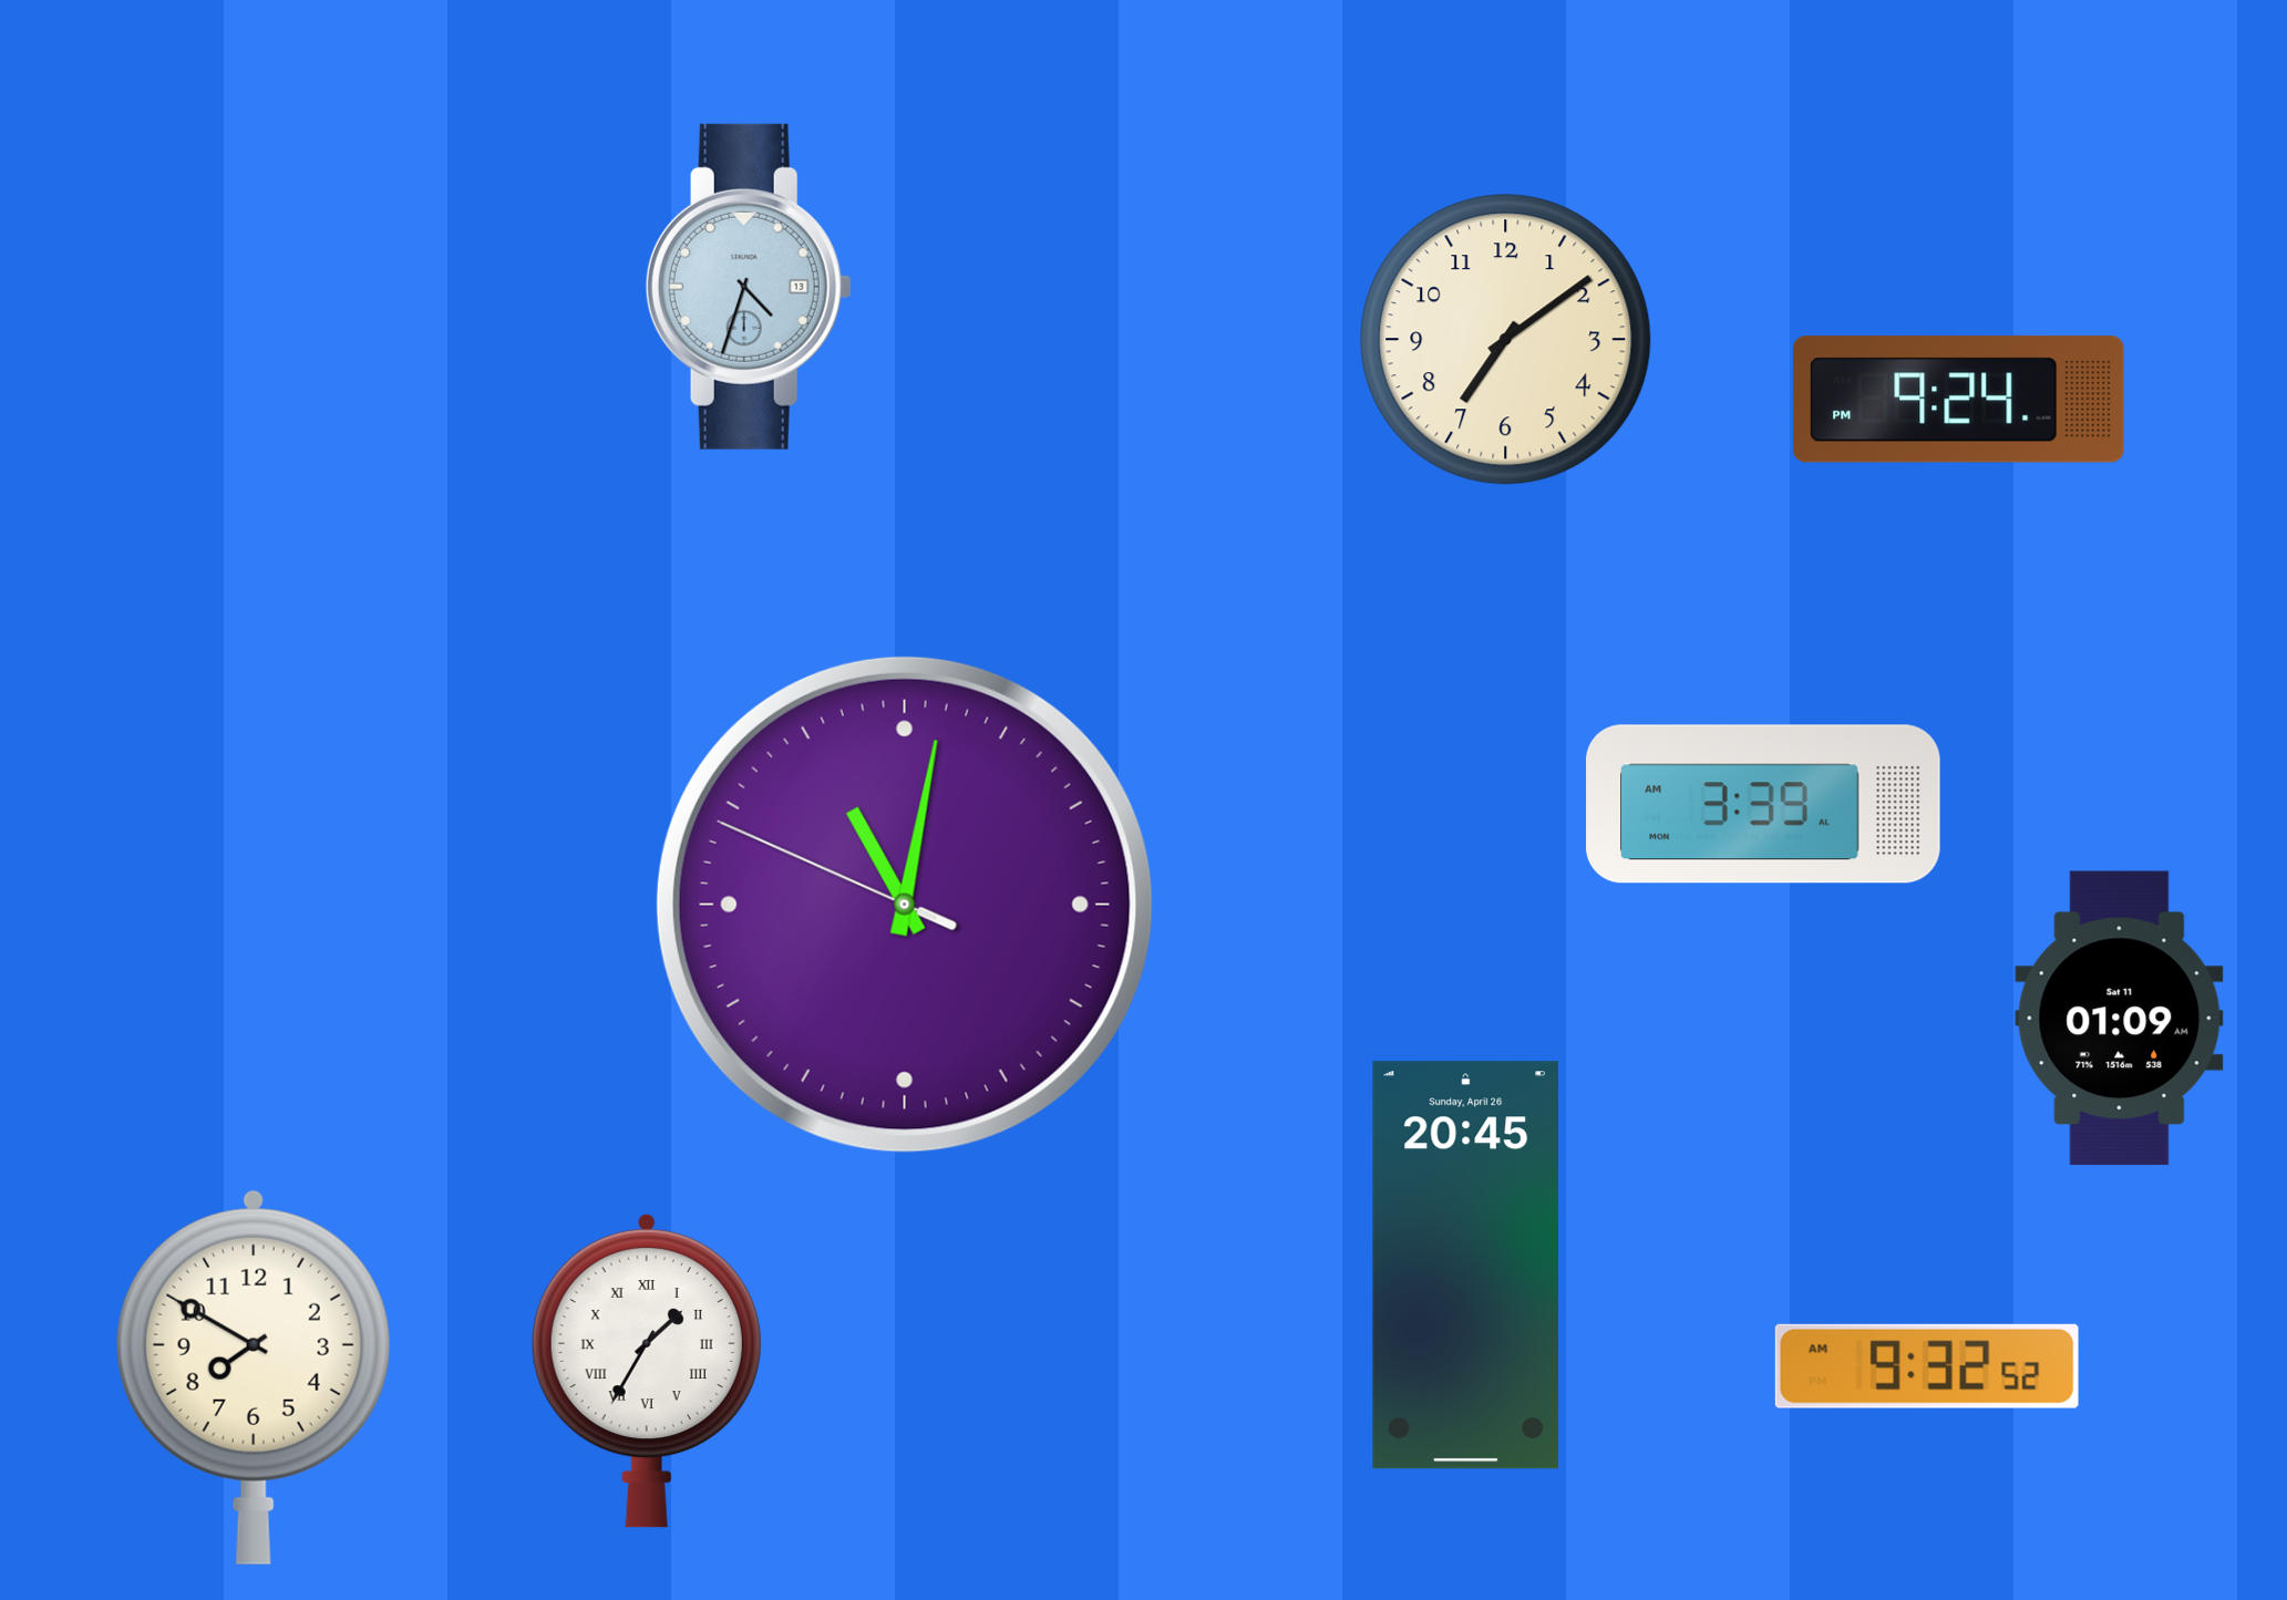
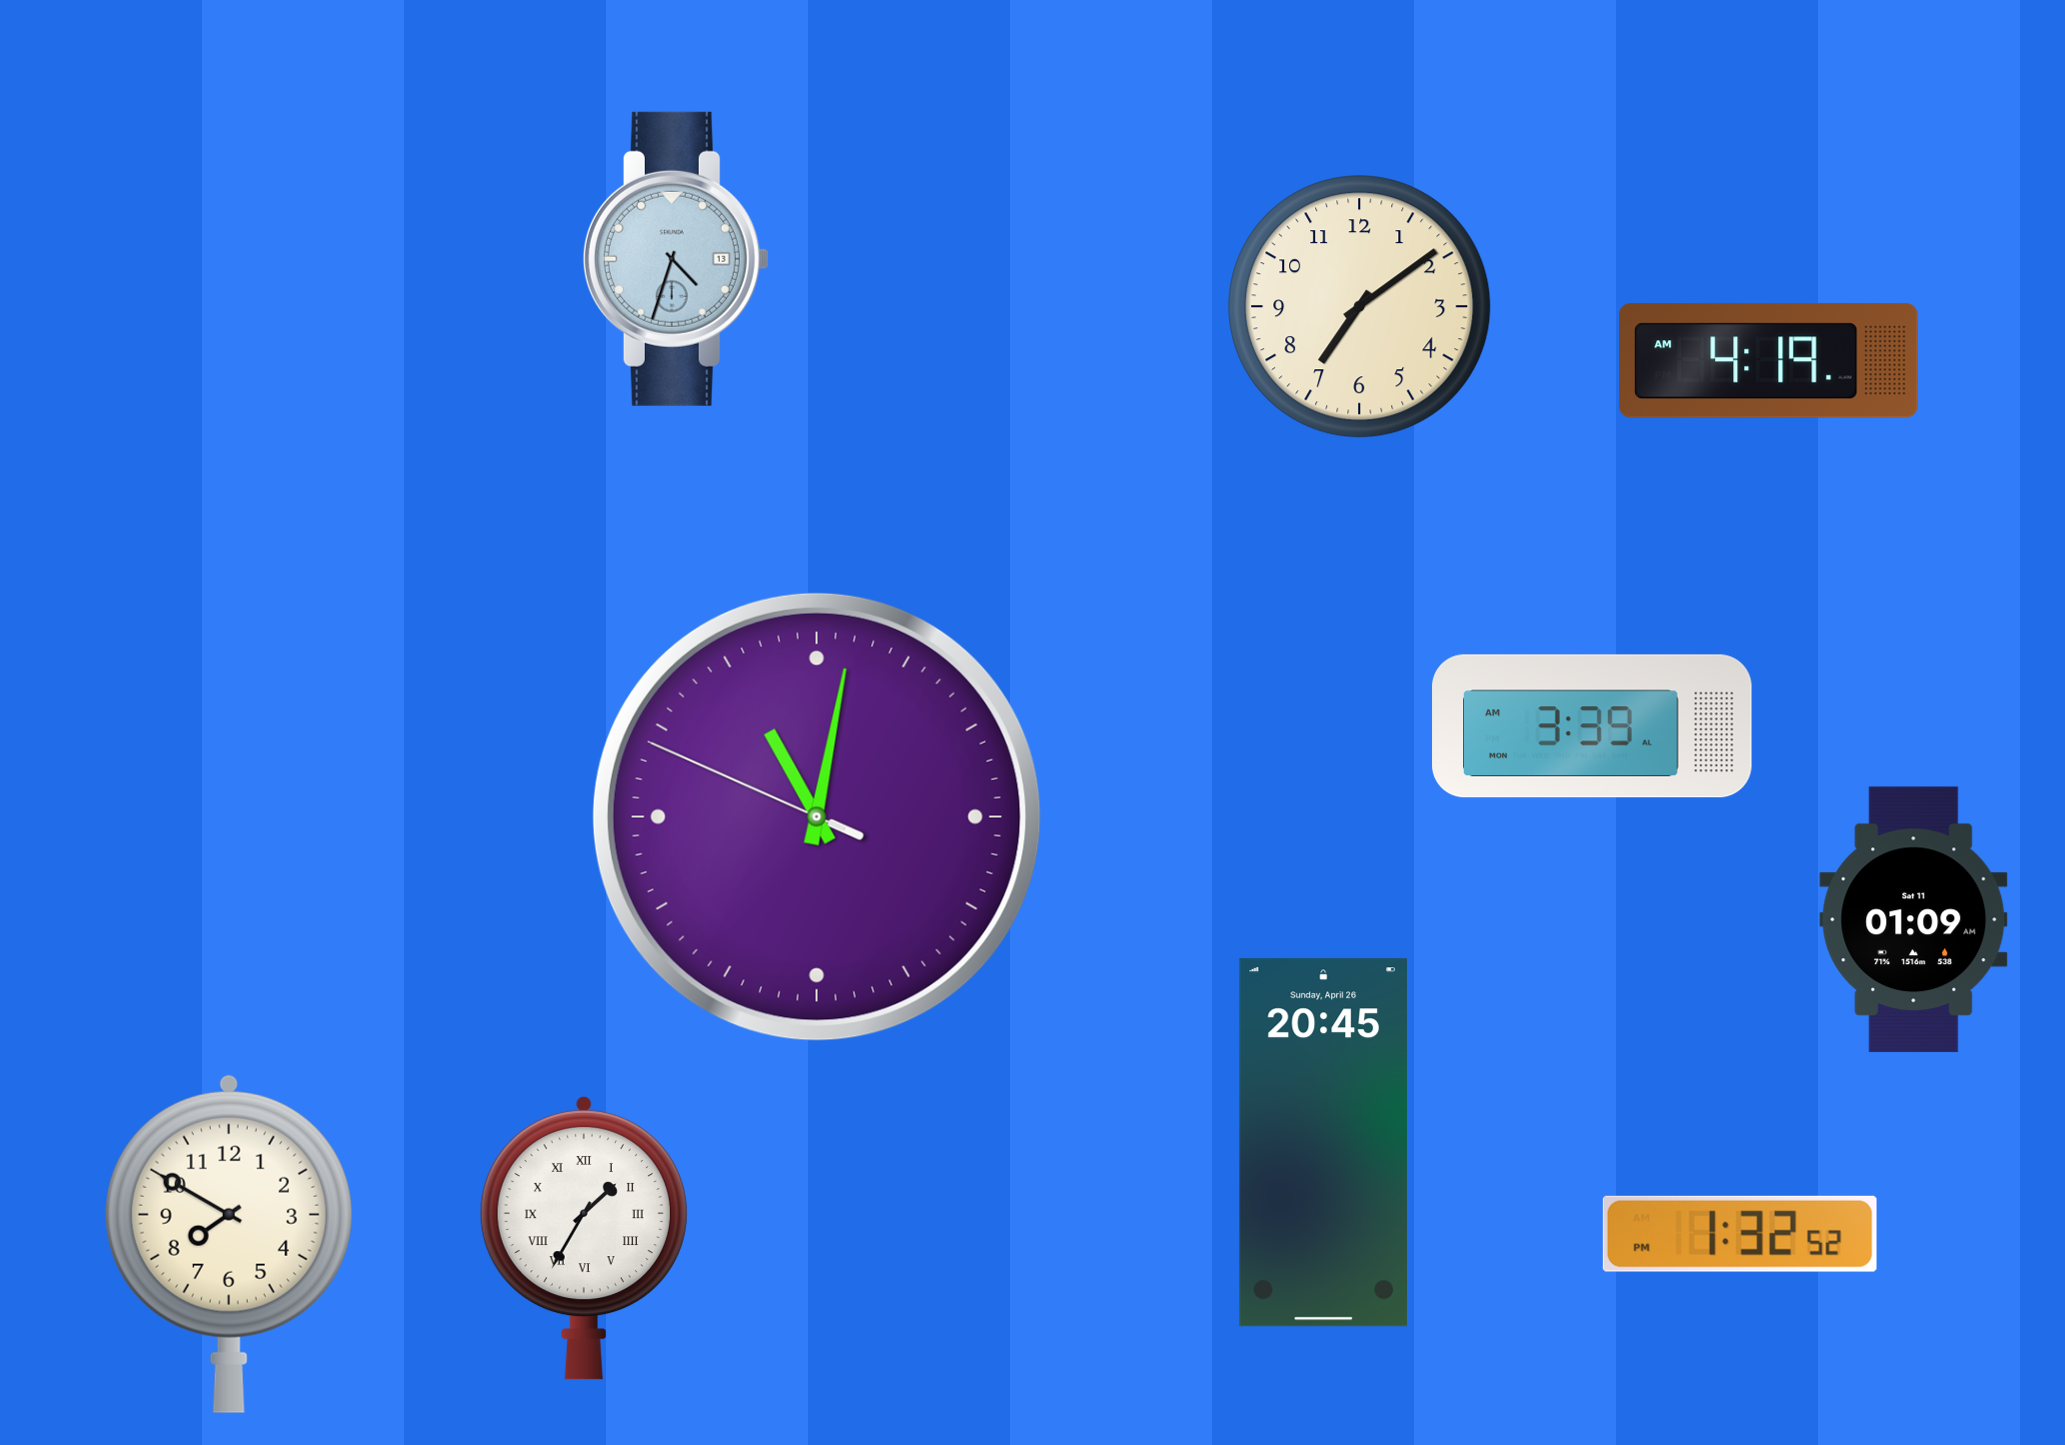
clock at (1959, 400): 9:24 -> 4:19
clock at (1927, 1366): 9:32 -> 1:32
